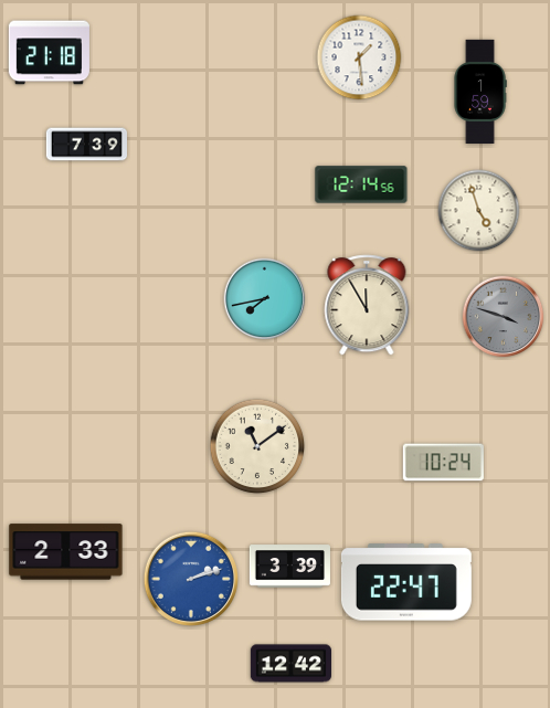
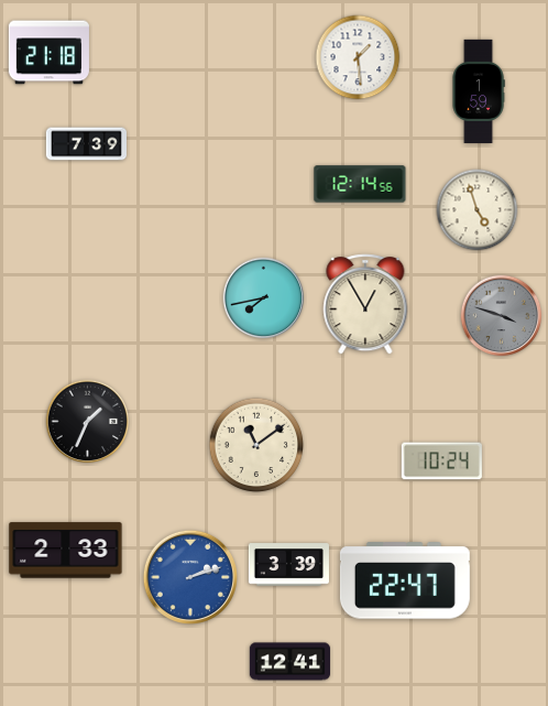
clock at (367, 305): 11:55 -> 12:55
clock at (88, 422): none -> 1:34
clock at (290, 664): 12:42 -> 12:41
